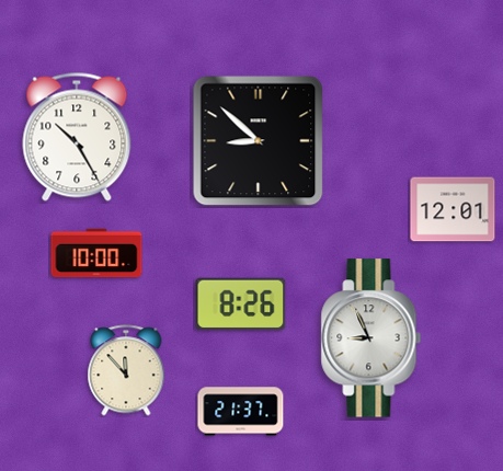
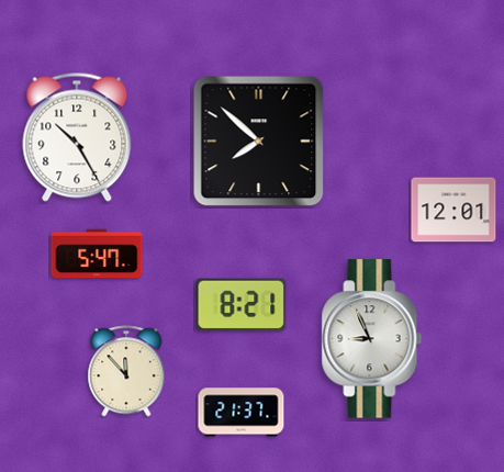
clock at (259, 141): 8:52 -> 7:52
clock at (96, 253): 10:00 -> 5:47
clock at (241, 305): 8:26 -> 8:21
